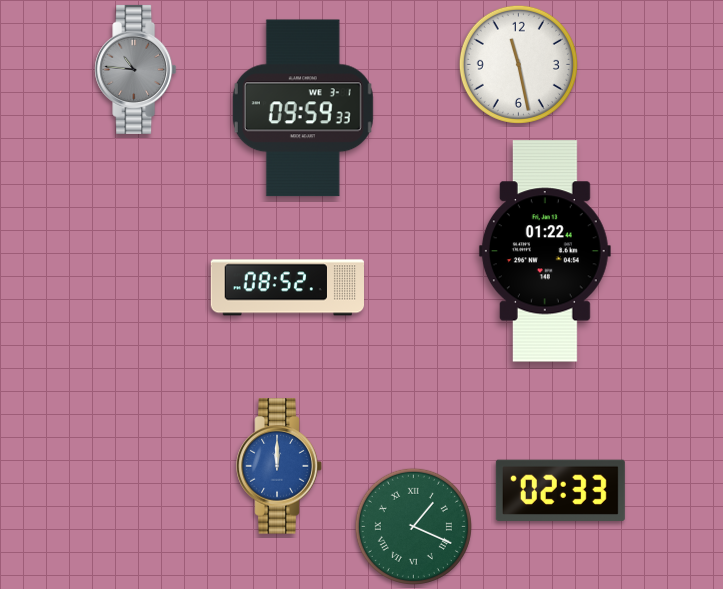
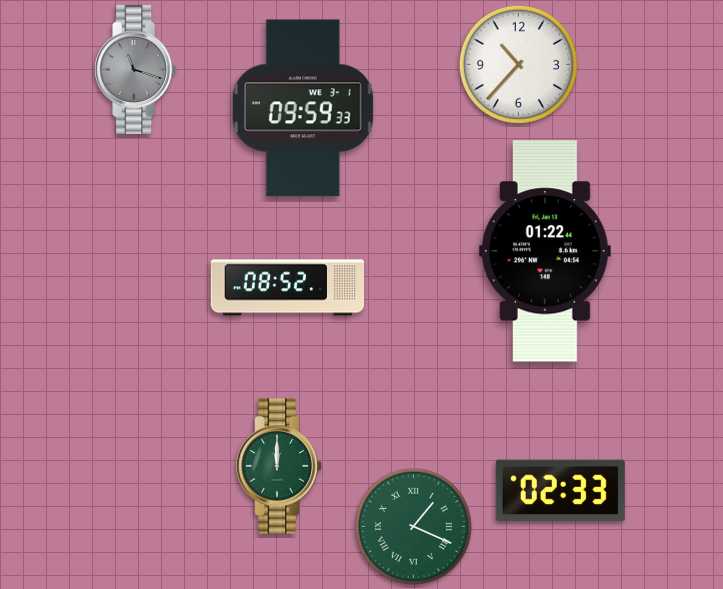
clock at (518, 64): 11:28 -> 10:37
clock at (136, 69): 10:46 -> 11:18
clock at (279, 466) dial: blue -> green
